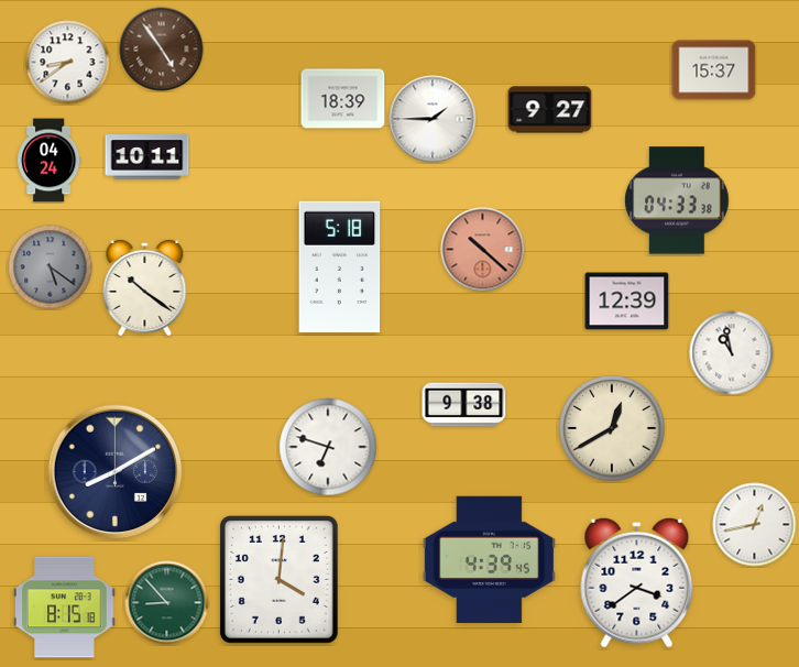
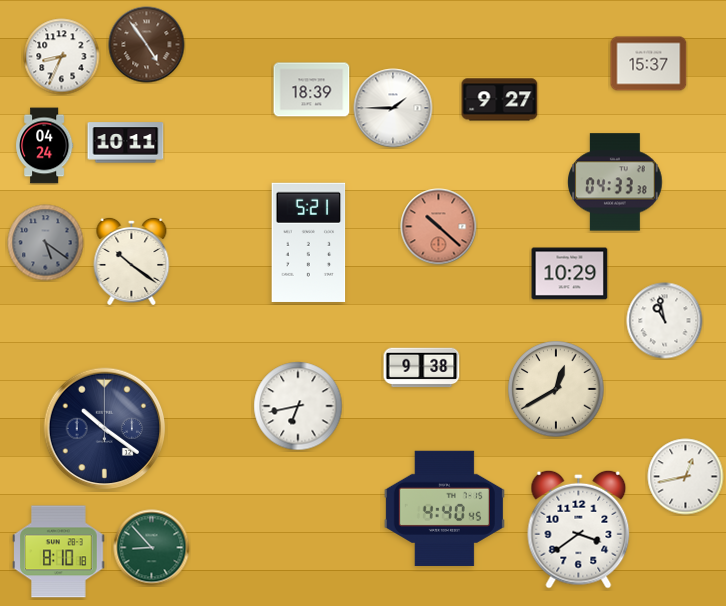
clock at (68, 63): 8:39 -> 8:34
clock at (147, 157) position: (147, 157) -> (126, 143)
clock at (340, 266): 5:18 -> 5:21
clock at (627, 302): 12:39 -> 10:29
clock at (328, 447): 6:48 -> 6:43
clock at (116, 472): 8:10 -> 10:21
clock at (489, 559): 4:39 -> 4:40
clock at (278, 579): 4:01 -> none
clock at (65, 608): 8:15 -> 8:10
